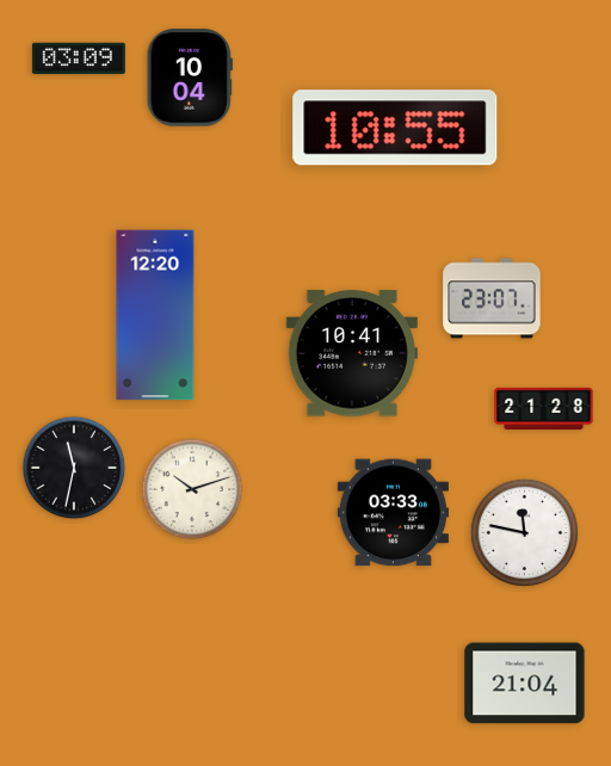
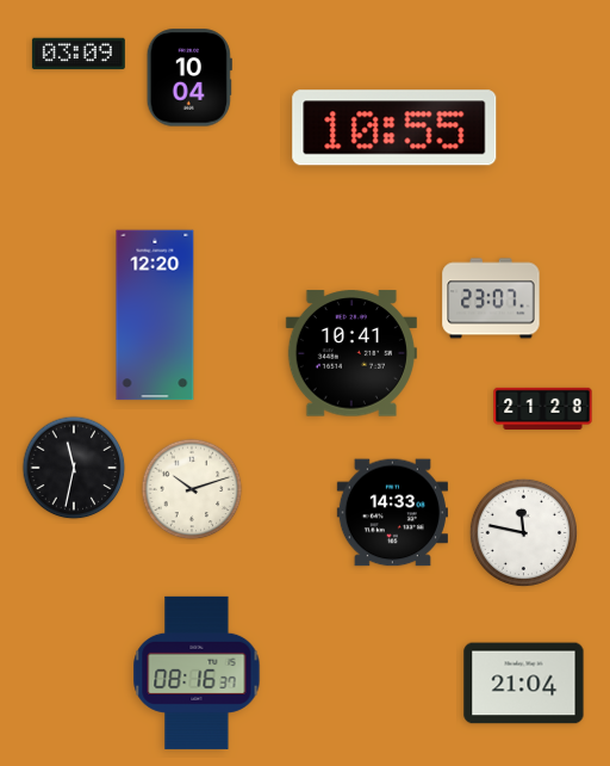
clock at (79, 58) position: (79, 58) -> (79, 54)
clock at (393, 513): 03:33 -> 14:33
clock at (197, 673): none -> 08:16
